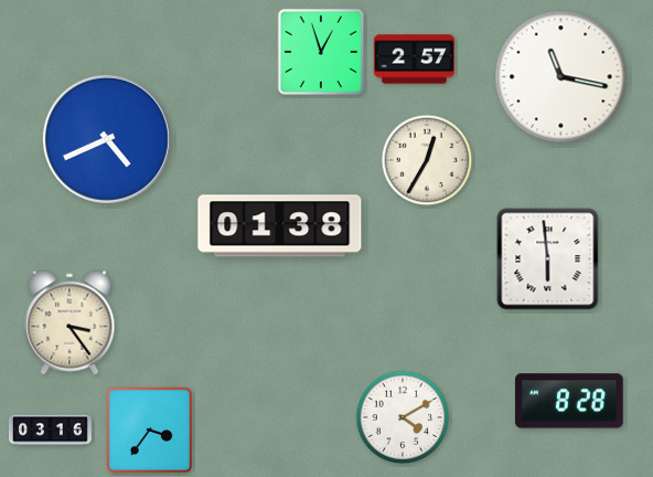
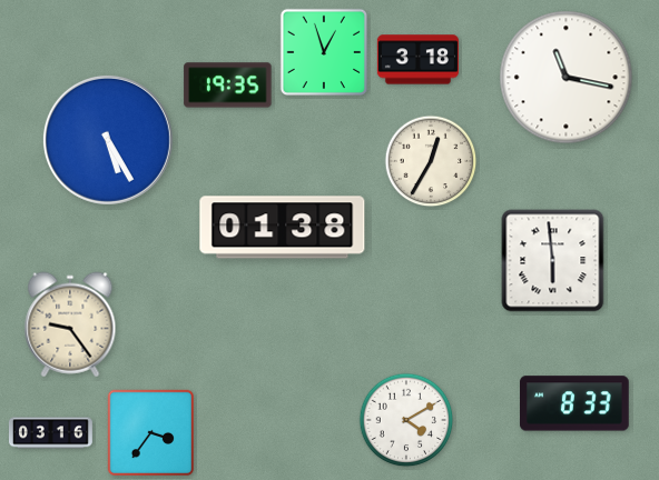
clock at (414, 60): 2:57 -> 3:18
clock at (228, 86): none -> 19:35
clock at (107, 139): 4:41 -> 5:25
clock at (69, 322): 3:24 -> 9:24
clock at (570, 401): 8:28 -> 8:33
